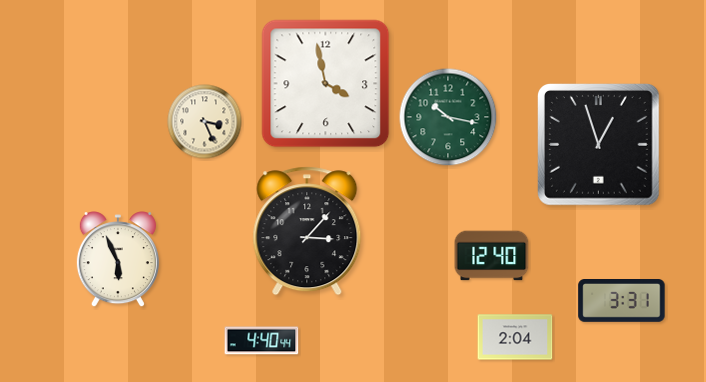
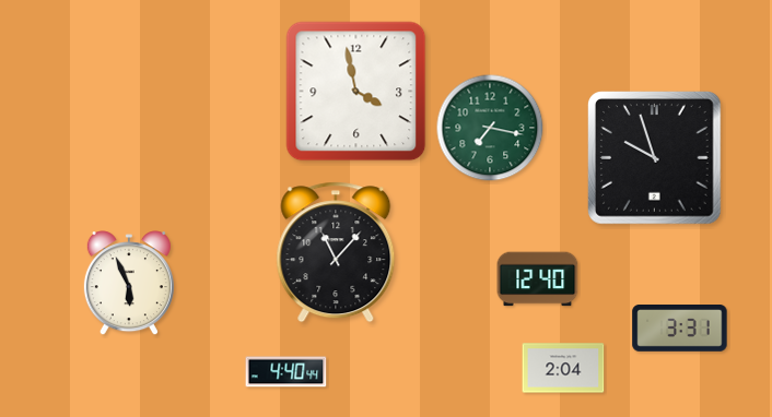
clock at (448, 117): 10:17 -> 7:17
clock at (205, 122): 3:26 -> none
clock at (599, 145): 12:57 -> 9:57
clock at (307, 231): 3:07 -> 11:07
